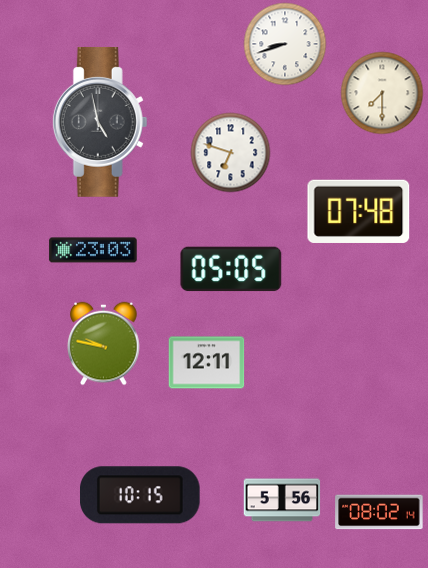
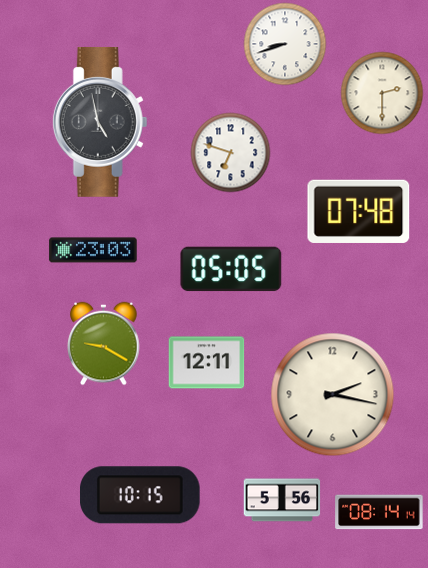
clock at (382, 93): 7:30 -> 2:30
clock at (104, 344): 9:47 -> 9:20
clock at (333, 395): none -> 2:17
clock at (379, 512): 08:02 -> 08:14
